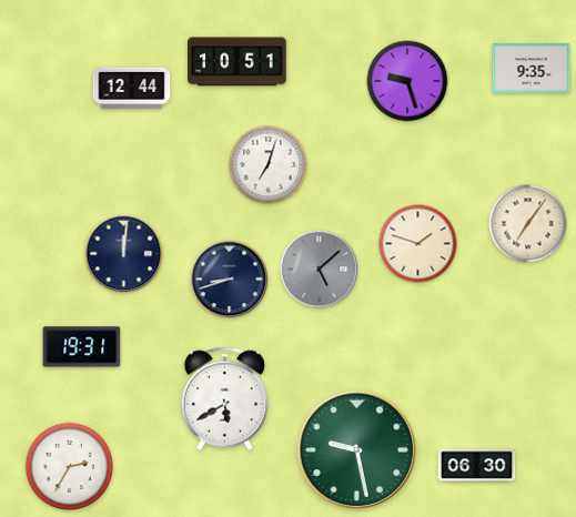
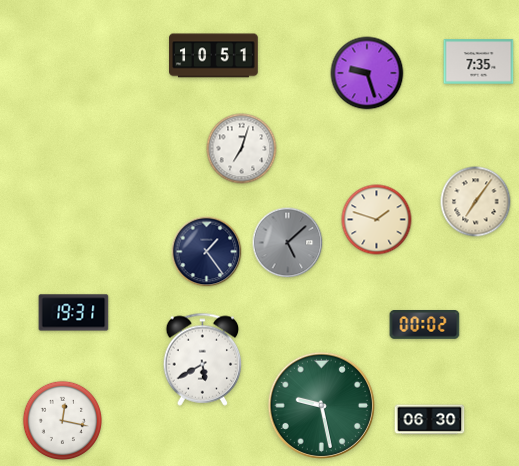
clock at (532, 69): 9:35 -> 7:35
clock at (132, 89): 12:44 -> none
clock at (124, 254): 12:01 -> none
clock at (230, 280): 8:42 -> 1:24
clock at (425, 325): none -> 00:02
clock at (69, 466): 2:35 -> 12:17
